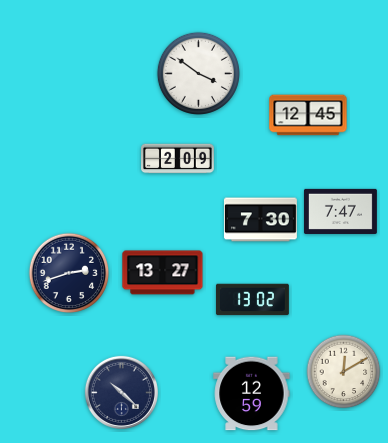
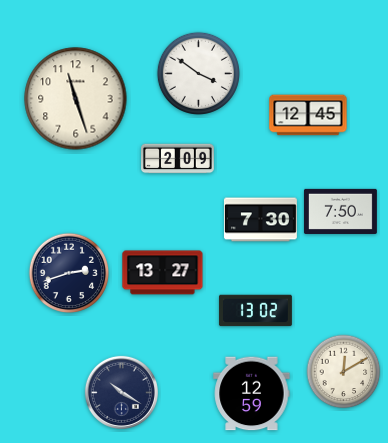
clock at (76, 99): none -> 11:27
clock at (340, 211): 7:47 -> 7:50
clock at (252, 300) position: (252, 300) -> (255, 311)
clock at (121, 392): 10:22 -> 10:20
